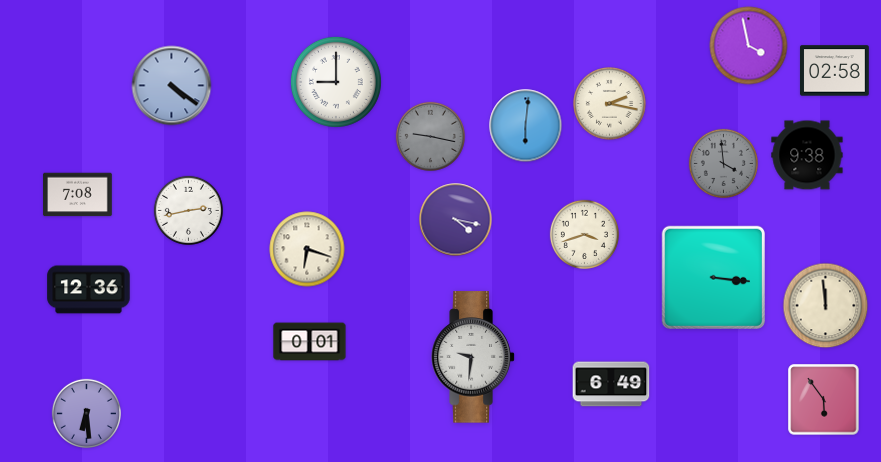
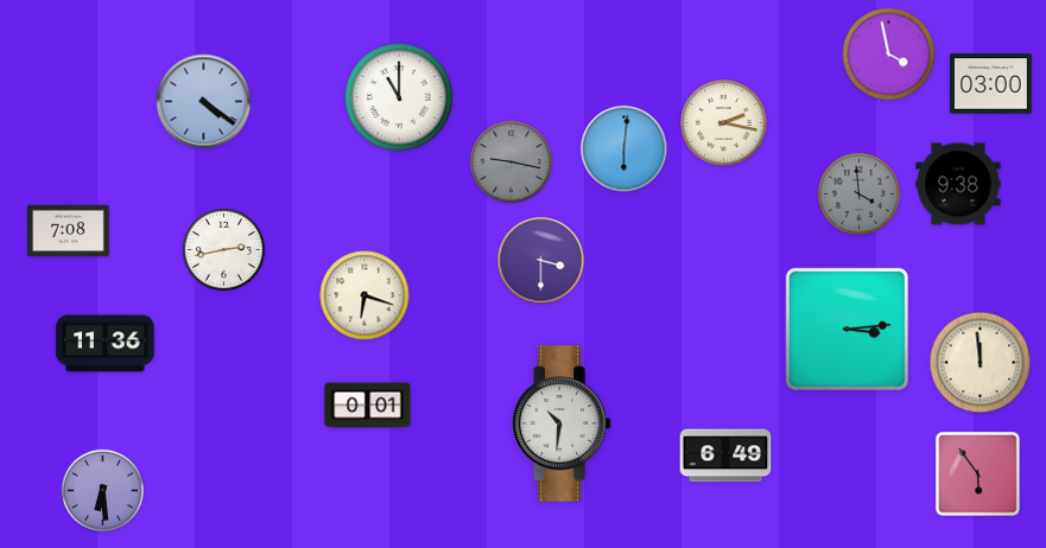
clock at (835, 71): 02:58 -> 03:00
clock at (336, 82): 9:00 -> 11:00
clock at (78, 195) position: (78, 195) -> (69, 231)
clock at (456, 220): 4:17 -> 3:30
clock at (584, 234): 3:42 -> none
clock at (713, 277): 3:16 -> 3:14
clock at (89, 290): 12:36 -> 11:36
clock at (473, 357): 9:31 -> 10:31
